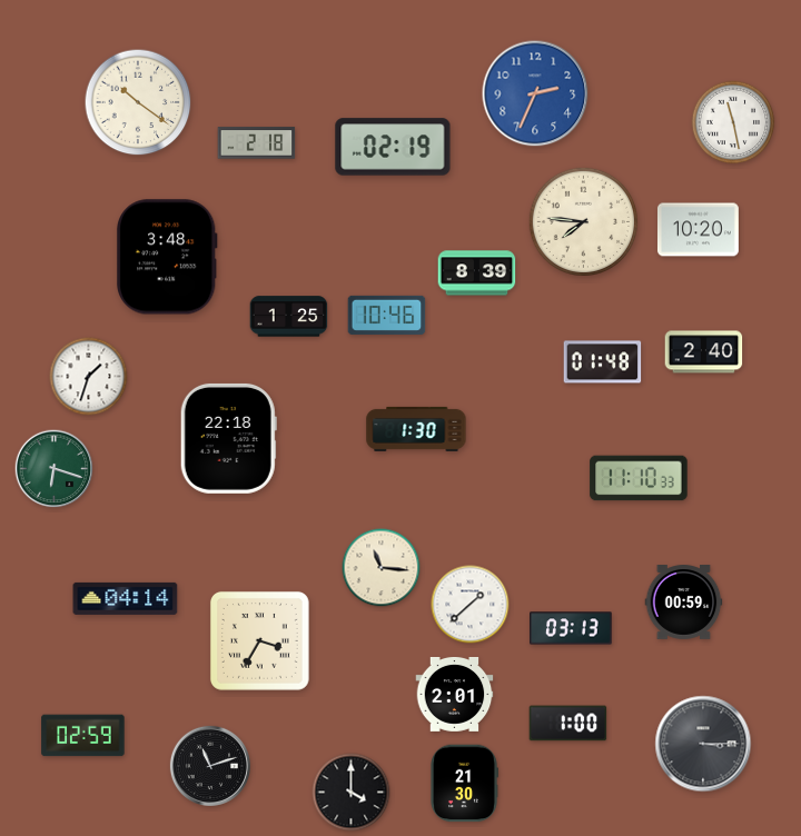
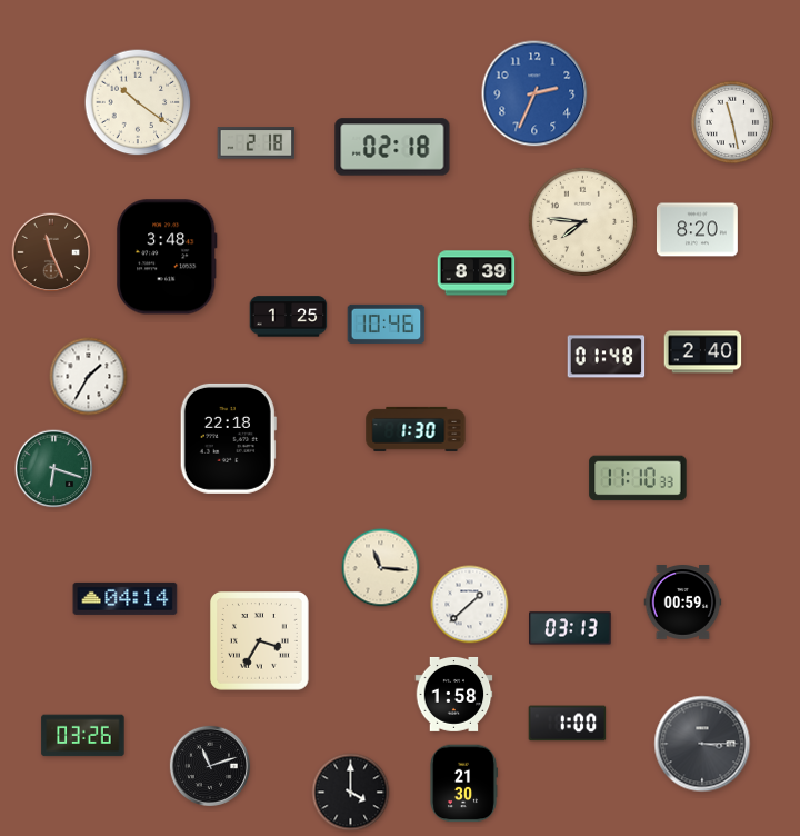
clock at (393, 147): 02:19 -> 02:18
clock at (699, 230): 10:20 -> 8:20
clock at (51, 252): none -> 11:26
clock at (387, 315) position: (387, 315) -> (387, 324)
clock at (603, 362) position: (603, 362) -> (607, 357)
clock at (89, 377): 1:33 -> 1:35
clock at (455, 694): 2:01 -> 1:58
clock at (83, 736): 02:59 -> 03:26
